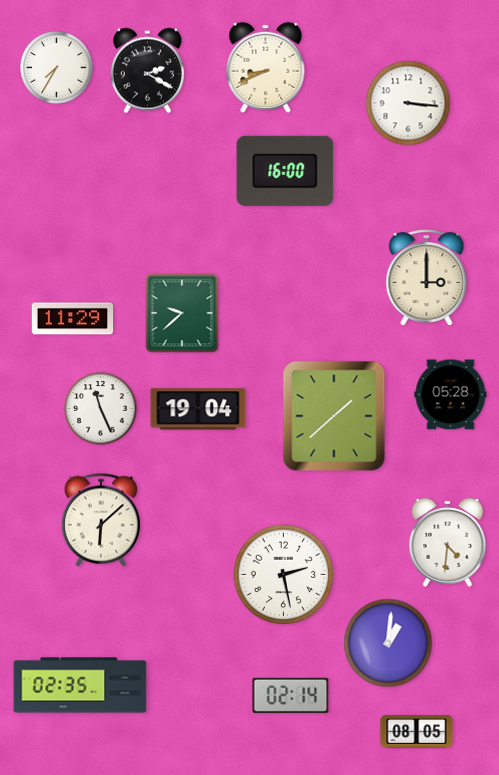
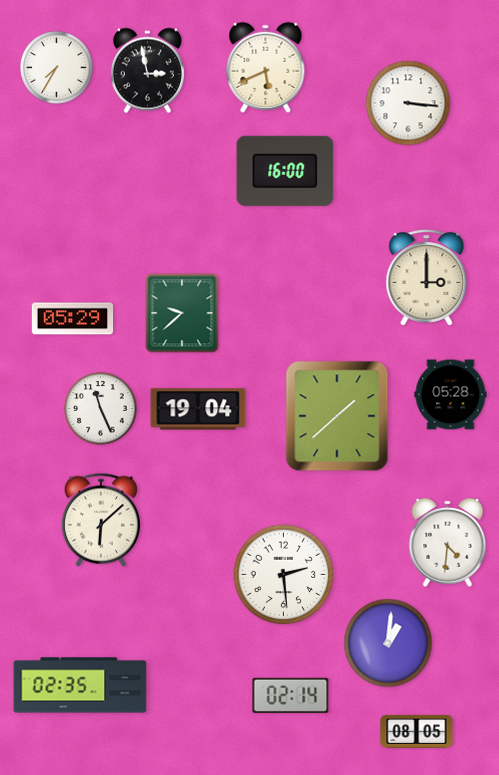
clock at (266, 67): 8:41 -> 5:41
clock at (147, 71): 2:20 -> 2:58
clock at (73, 319): 11:29 -> 05:29
clock at (334, 416) position: (334, 416) -> (337, 416)
clock at (284, 575): 2:28 -> 2:29
